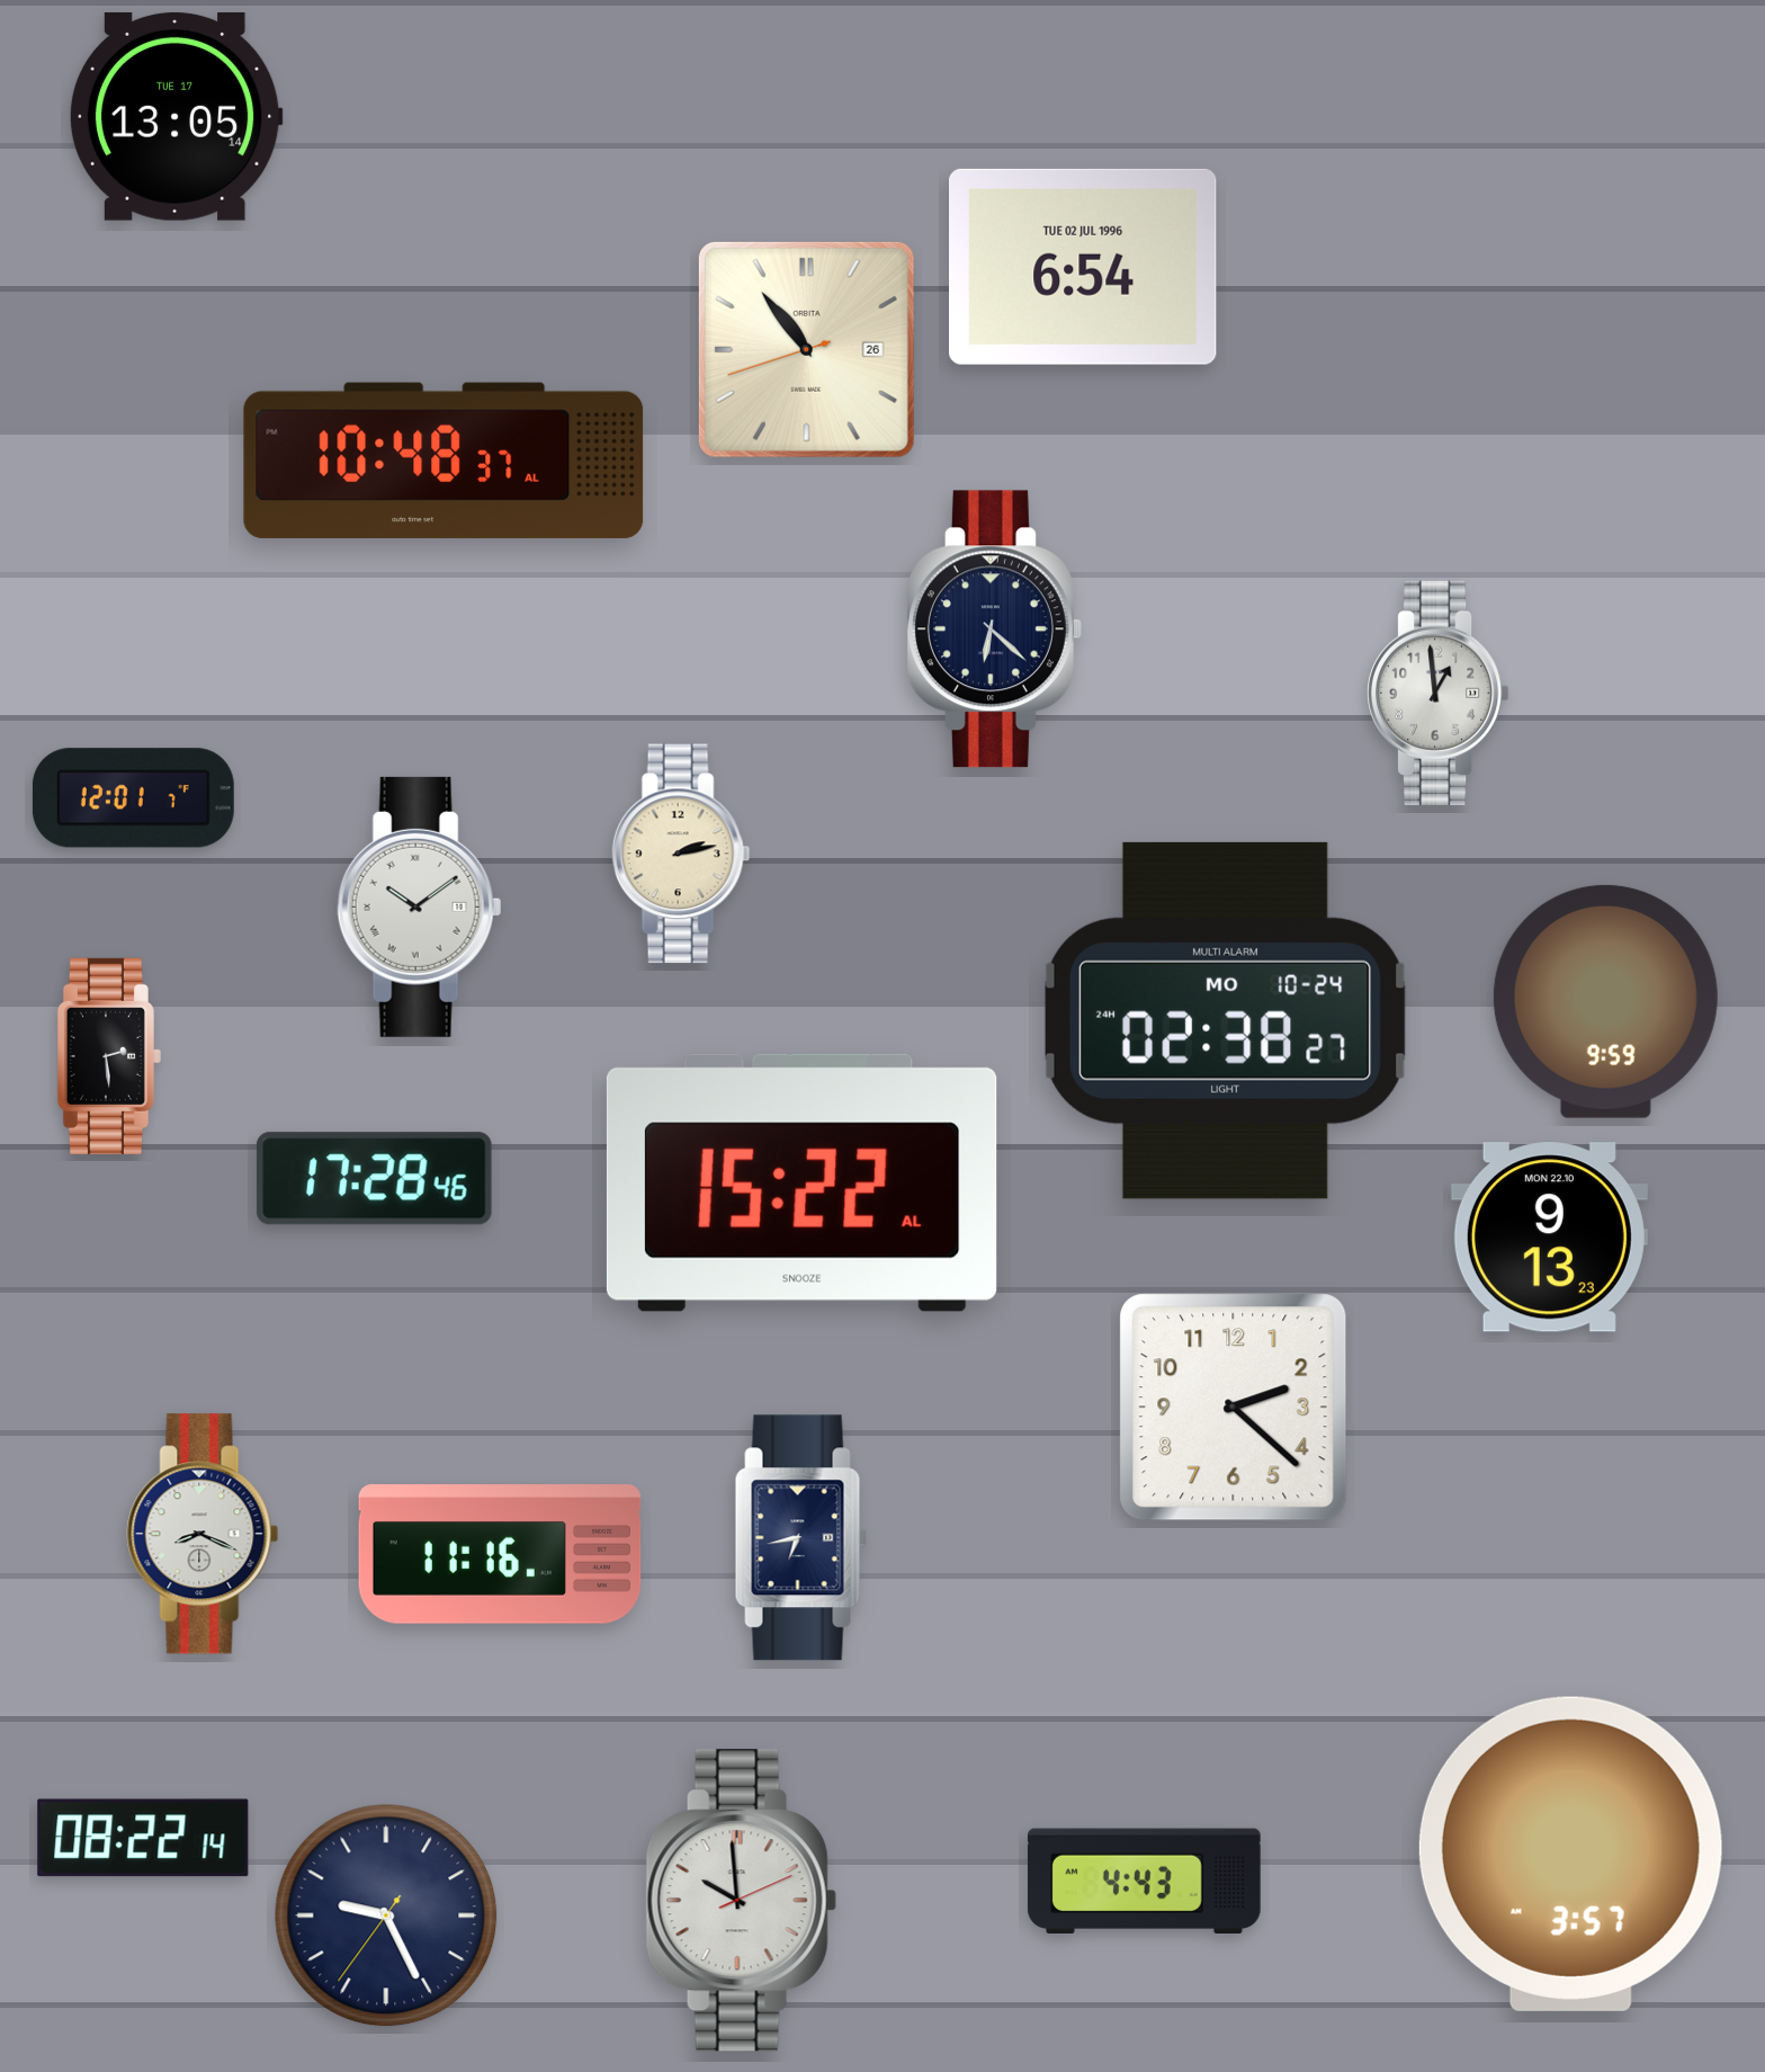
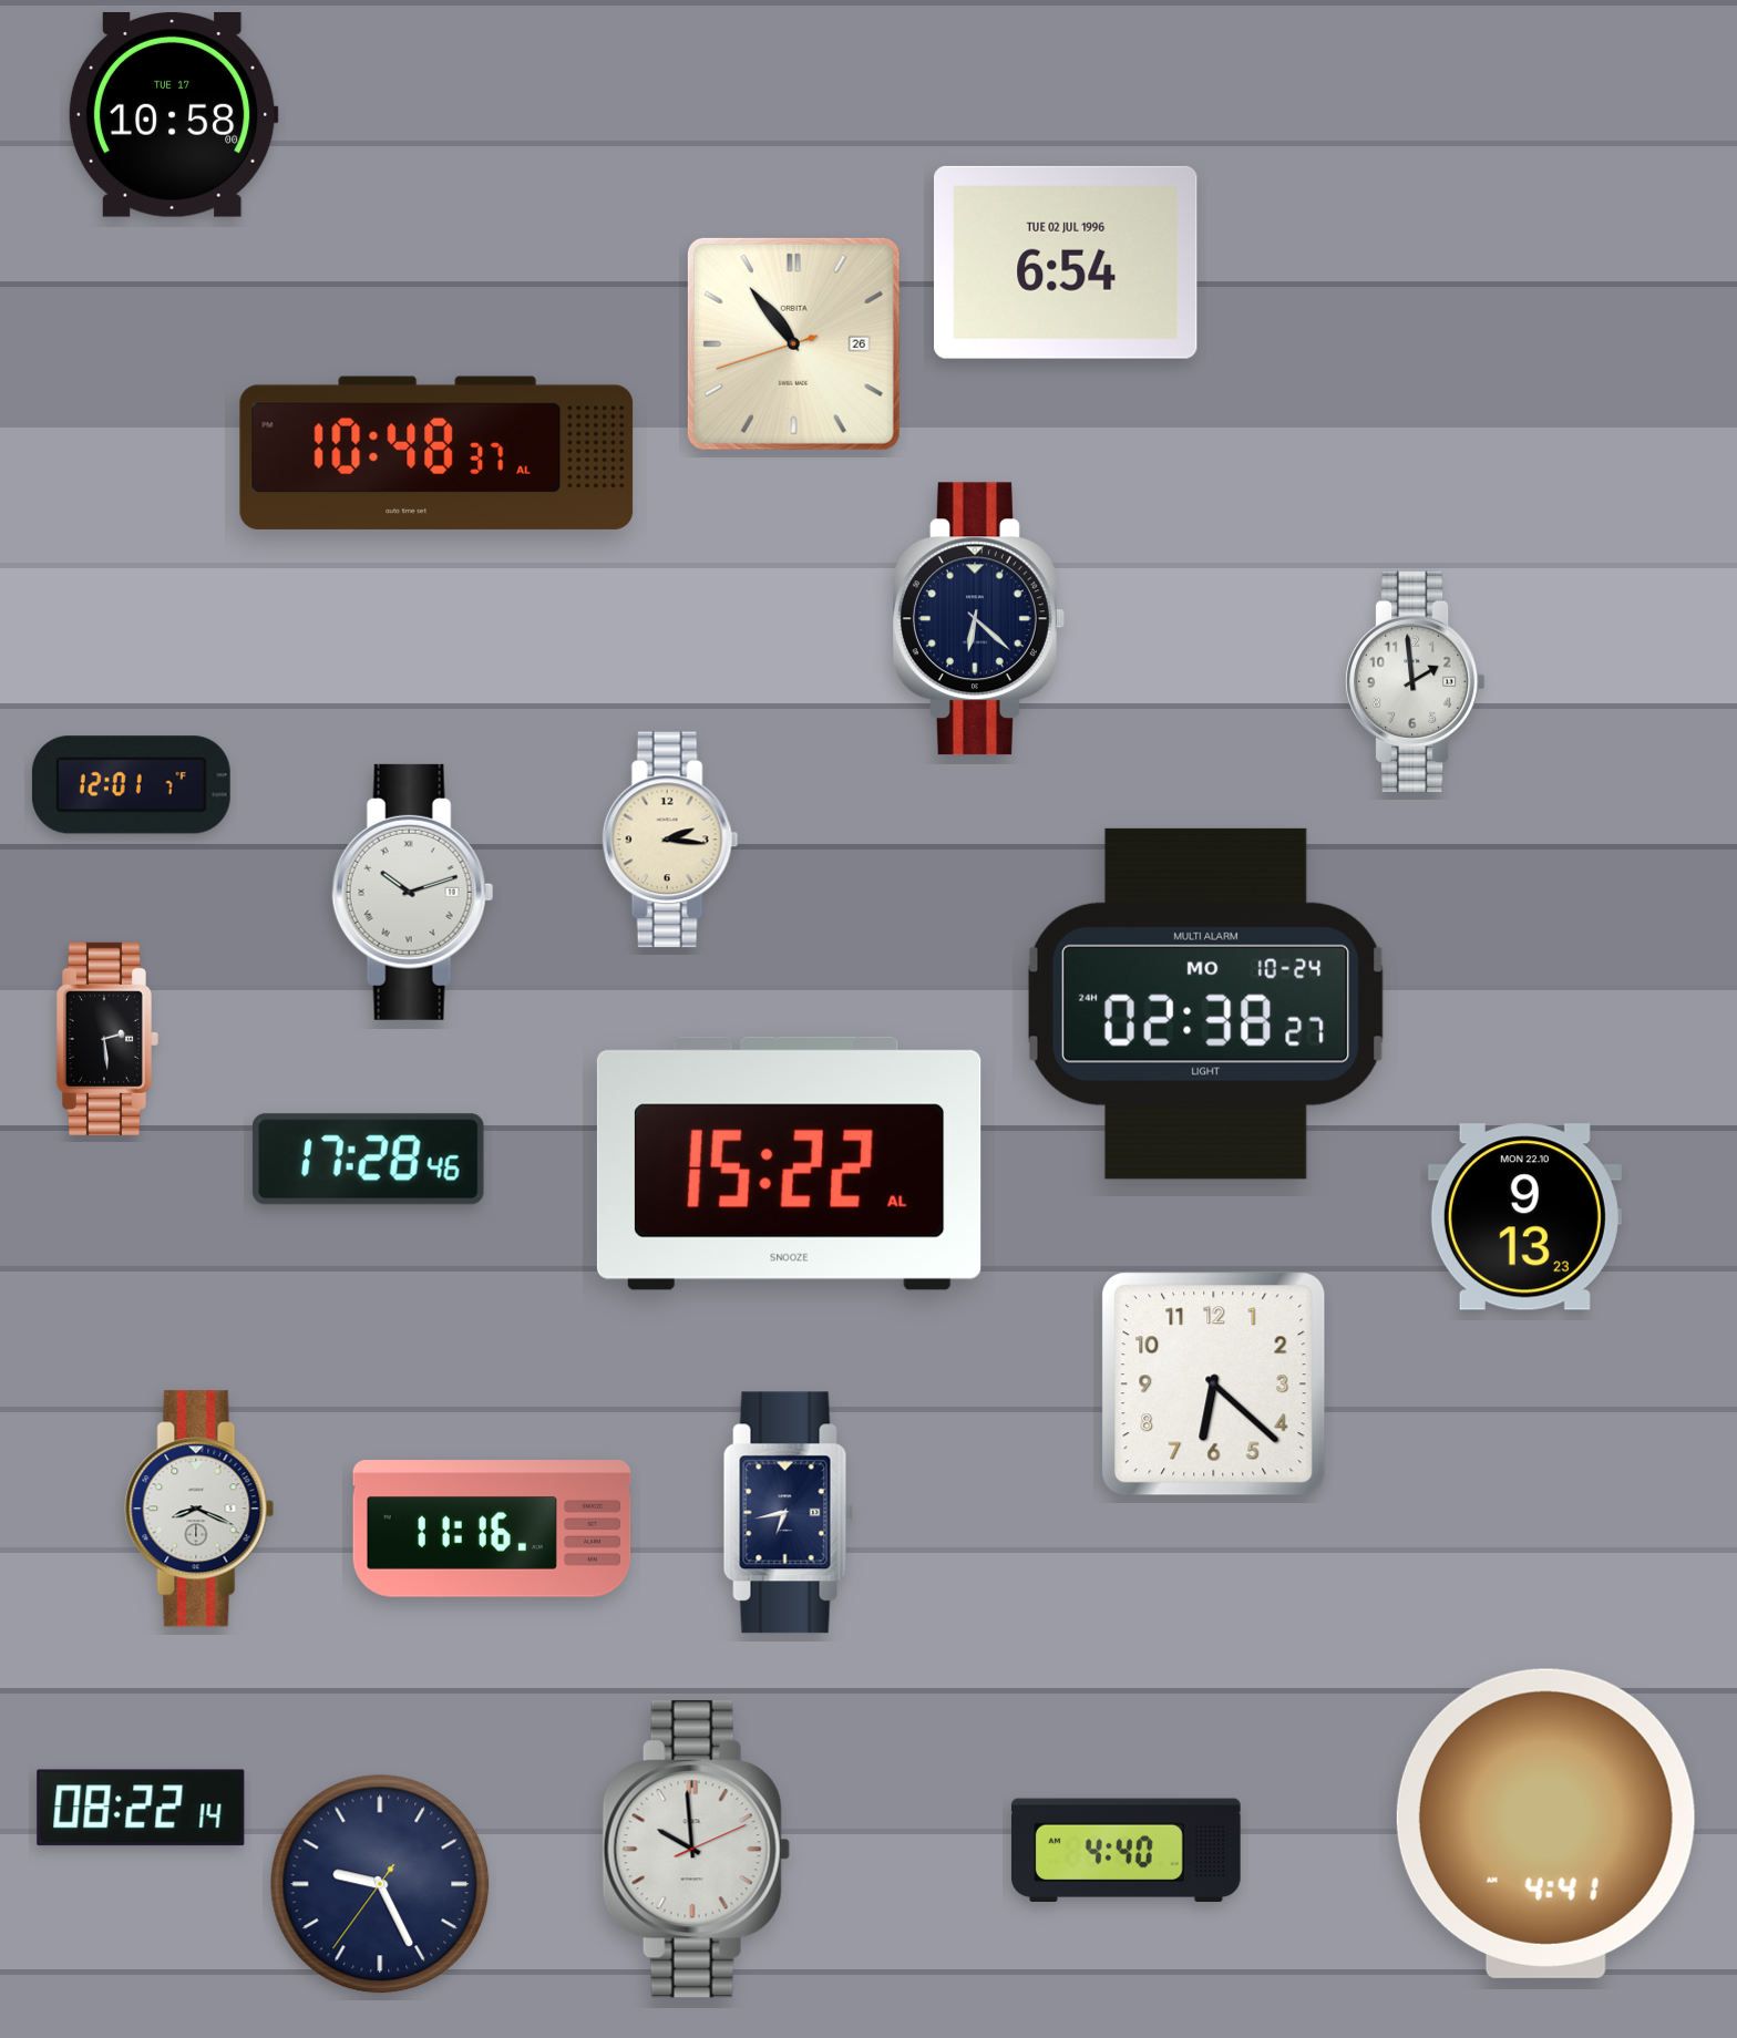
clock at (176, 116): 13:05 -> 10:58
clock at (1439, 693): 12:59 -> 1:59
clock at (681, 854): 2:13 -> 2:16
clock at (420, 906): 10:09 -> 10:12
clock at (1605, 1001): 9:59 -> none
clock at (1234, 1408): 2:22 -> 6:22
clock at (1570, 1854): 3:57 -> 4:41
clock at (1144, 1881): 4:43 -> 4:40
clock at (741, 1901) position: (741, 1901) -> (696, 1850)
